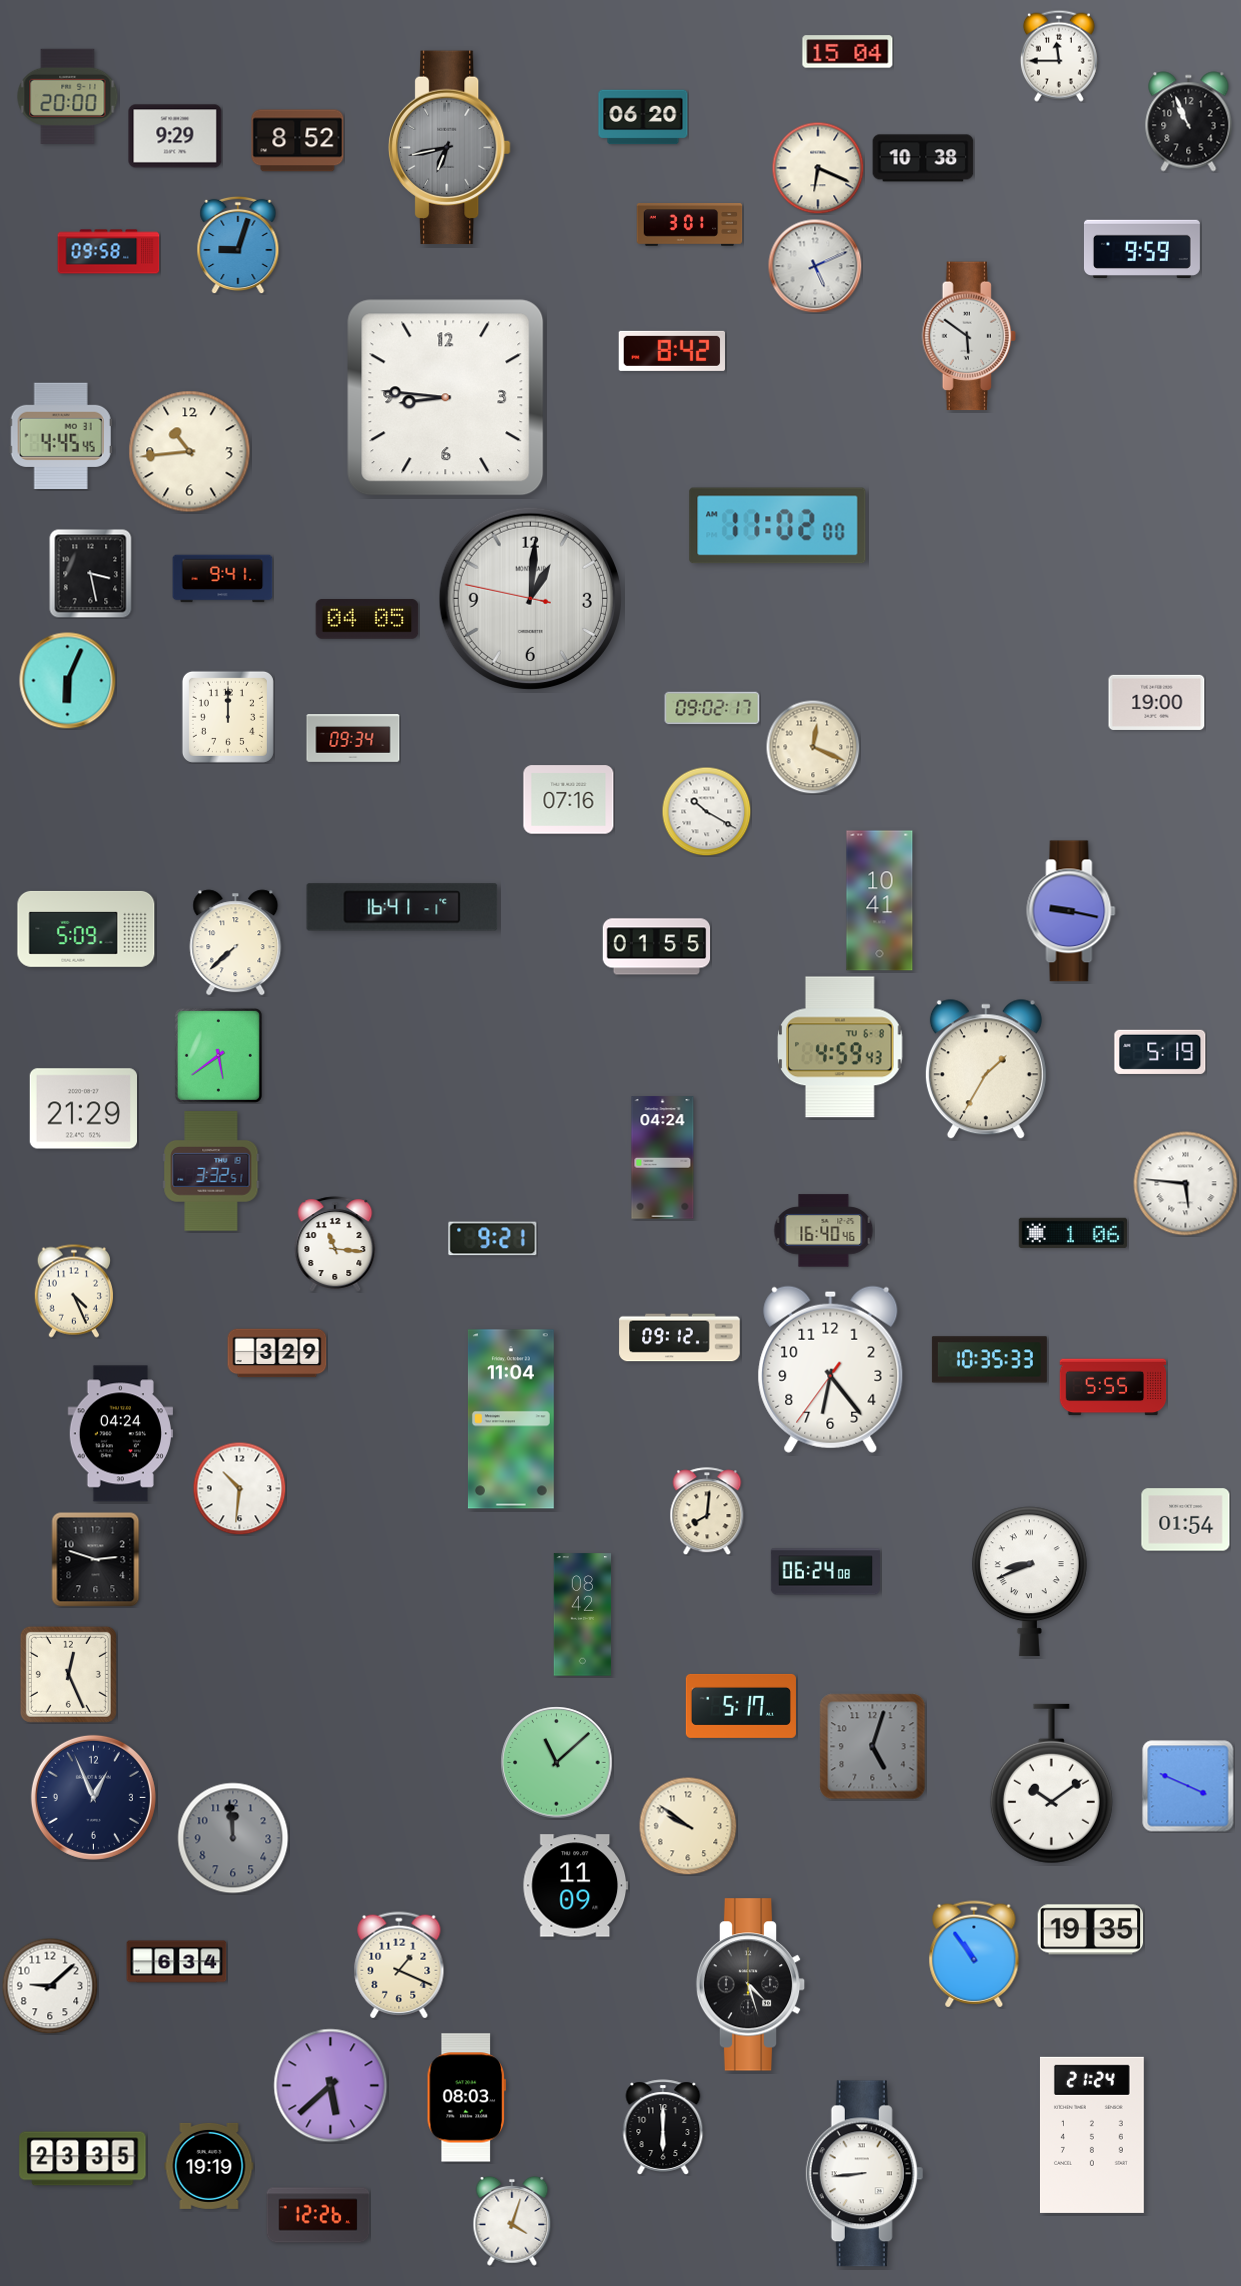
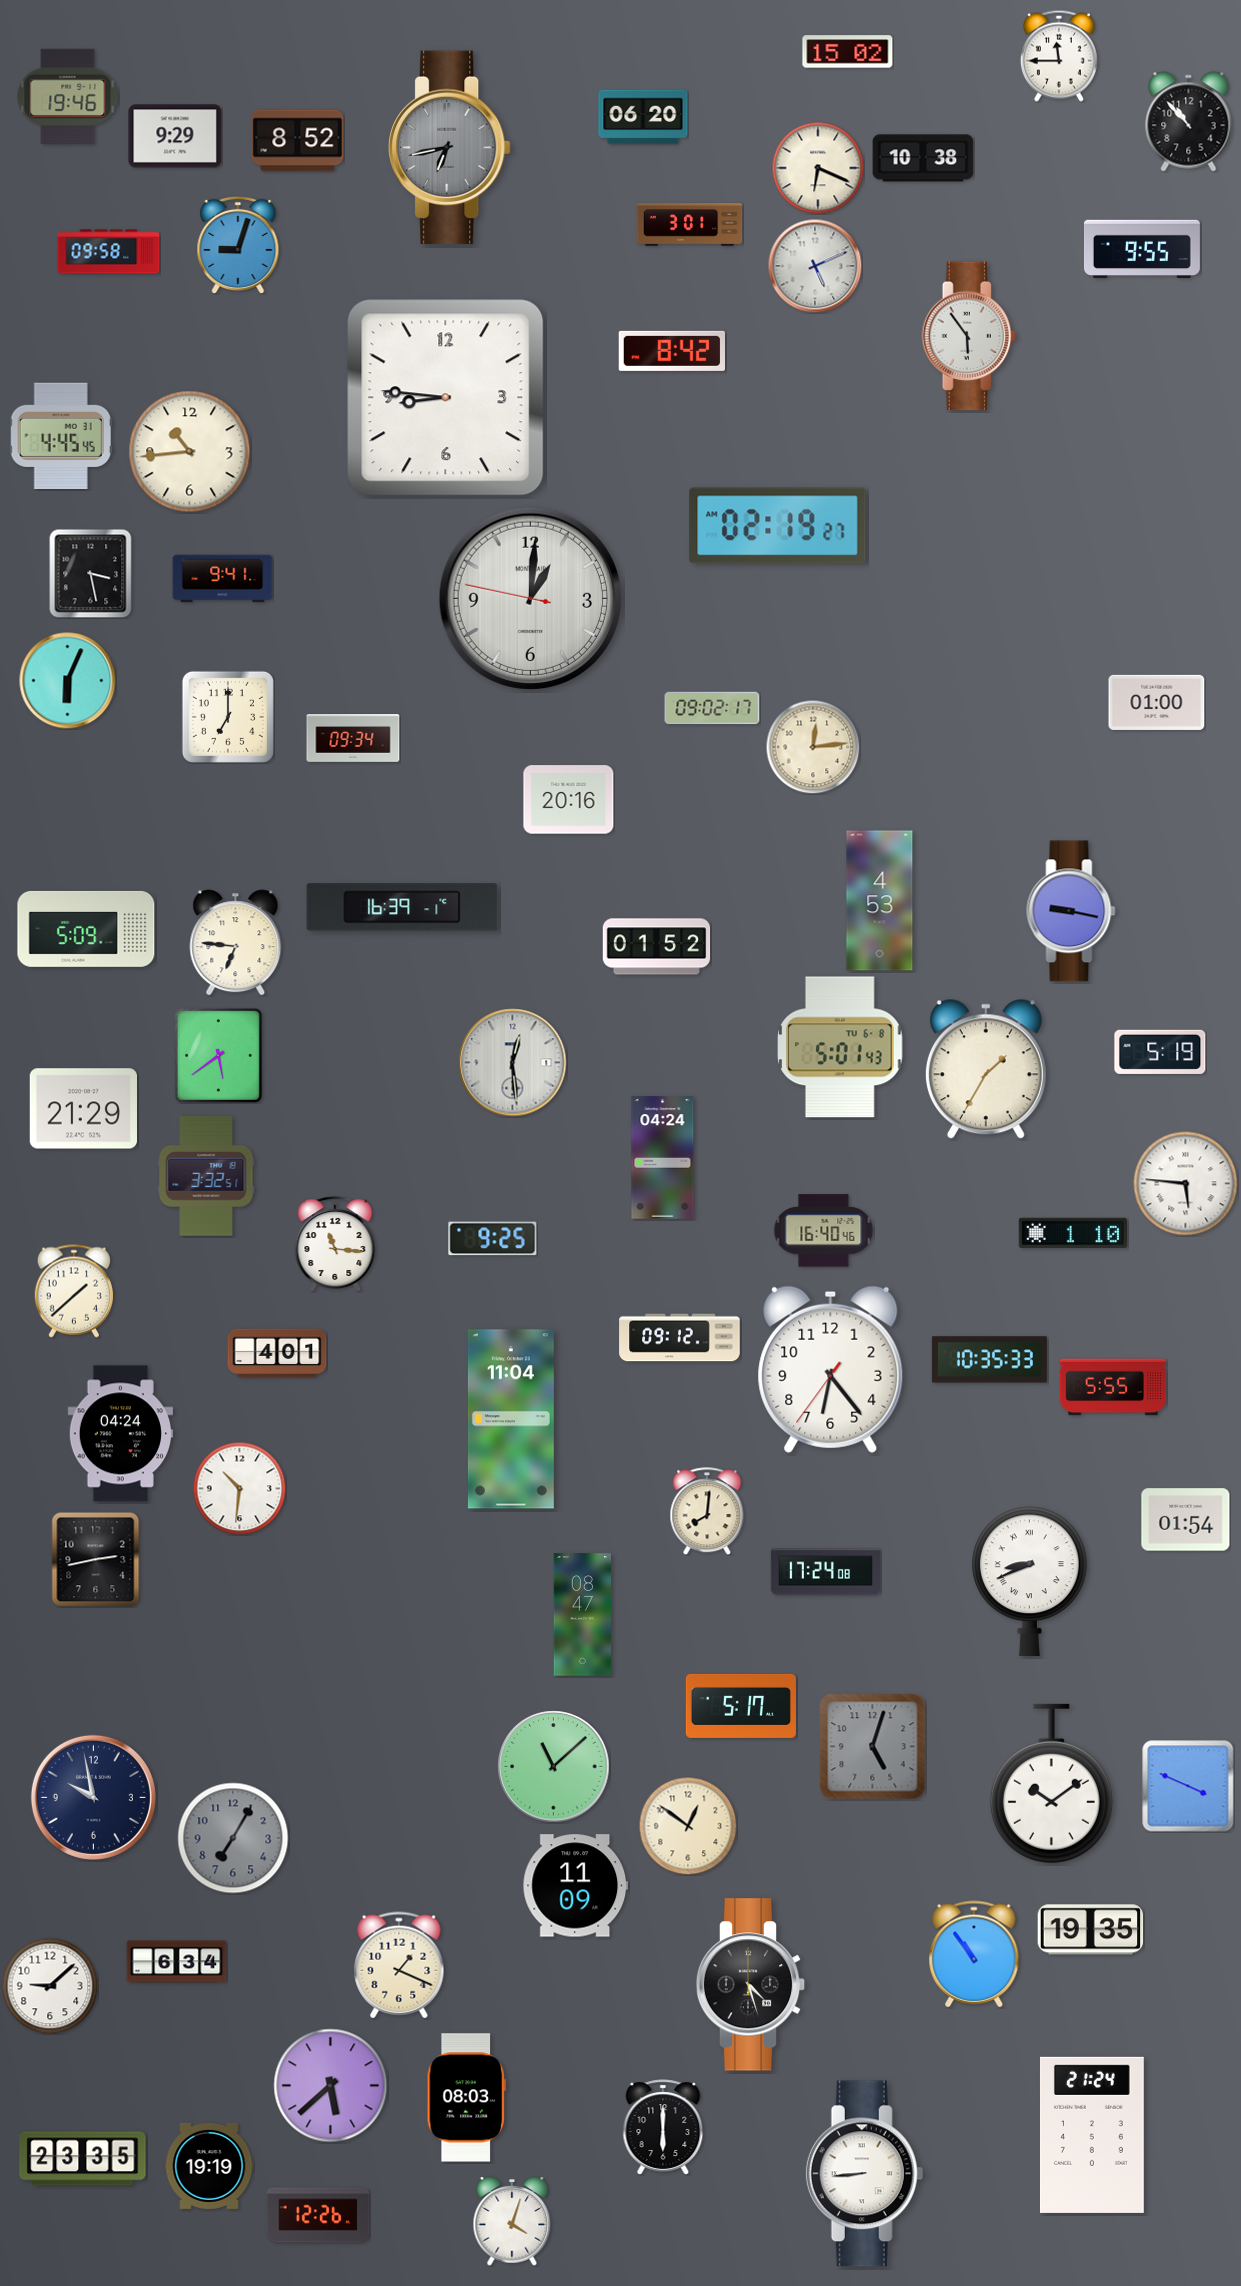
clock at (848, 52): 15:04 -> 15:02
clock at (68, 96): 20:00 -> 19:46
clock at (1189, 122): 10:56 -> 10:53
clock at (1142, 249): 9:59 -> 9:55
clock at (969, 336): 5:51 -> 5:54
clock at (778, 526): 11:02 -> 02:19
clock at (367, 619): 04:05 -> none
clock at (1157, 702): 19:00 -> 01:00
clock at (228, 717): 12:00 -> 7:00
clock at (813, 747): 12:19 -> 12:14
clock at (569, 800): 07:16 -> 20:16
clock at (706, 811): 10:20 -> none
clock at (880, 901): 10:41 -> 4:53
clock at (402, 907): 16:41 -> 16:39
clock at (236, 943): 7:38 -> 6:46
clock at (657, 947): 01:55 -> 01:52
clock at (840, 1047): 4:59 -> 5:01
clock at (513, 1063): none -> 12:29
clock at (211, 1171) position: (211, 1171) -> (206, 1176)
clock at (1073, 1233): 1:06 -> 1:10
clock at (493, 1239): 9:21 -> 9:25
clock at (73, 1291): 4:26 -> 1:38
clock at (277, 1353): 3:29 -> 4:01
clock at (96, 1559): 2:48 -> 2:43
clock at (825, 1572): 06:24 -> 17:24
clock at (583, 1615): 08:42 -> 08:47
clock at (68, 1674): 12:26 -> none
clock at (557, 1763) position: (557, 1763) -> (554, 1767)
clock at (93, 1797): 12:56 -> 9:58
clock at (688, 1826): 9:51 -> 12:51
clock at (233, 1838): 11:59 -> 7:05
